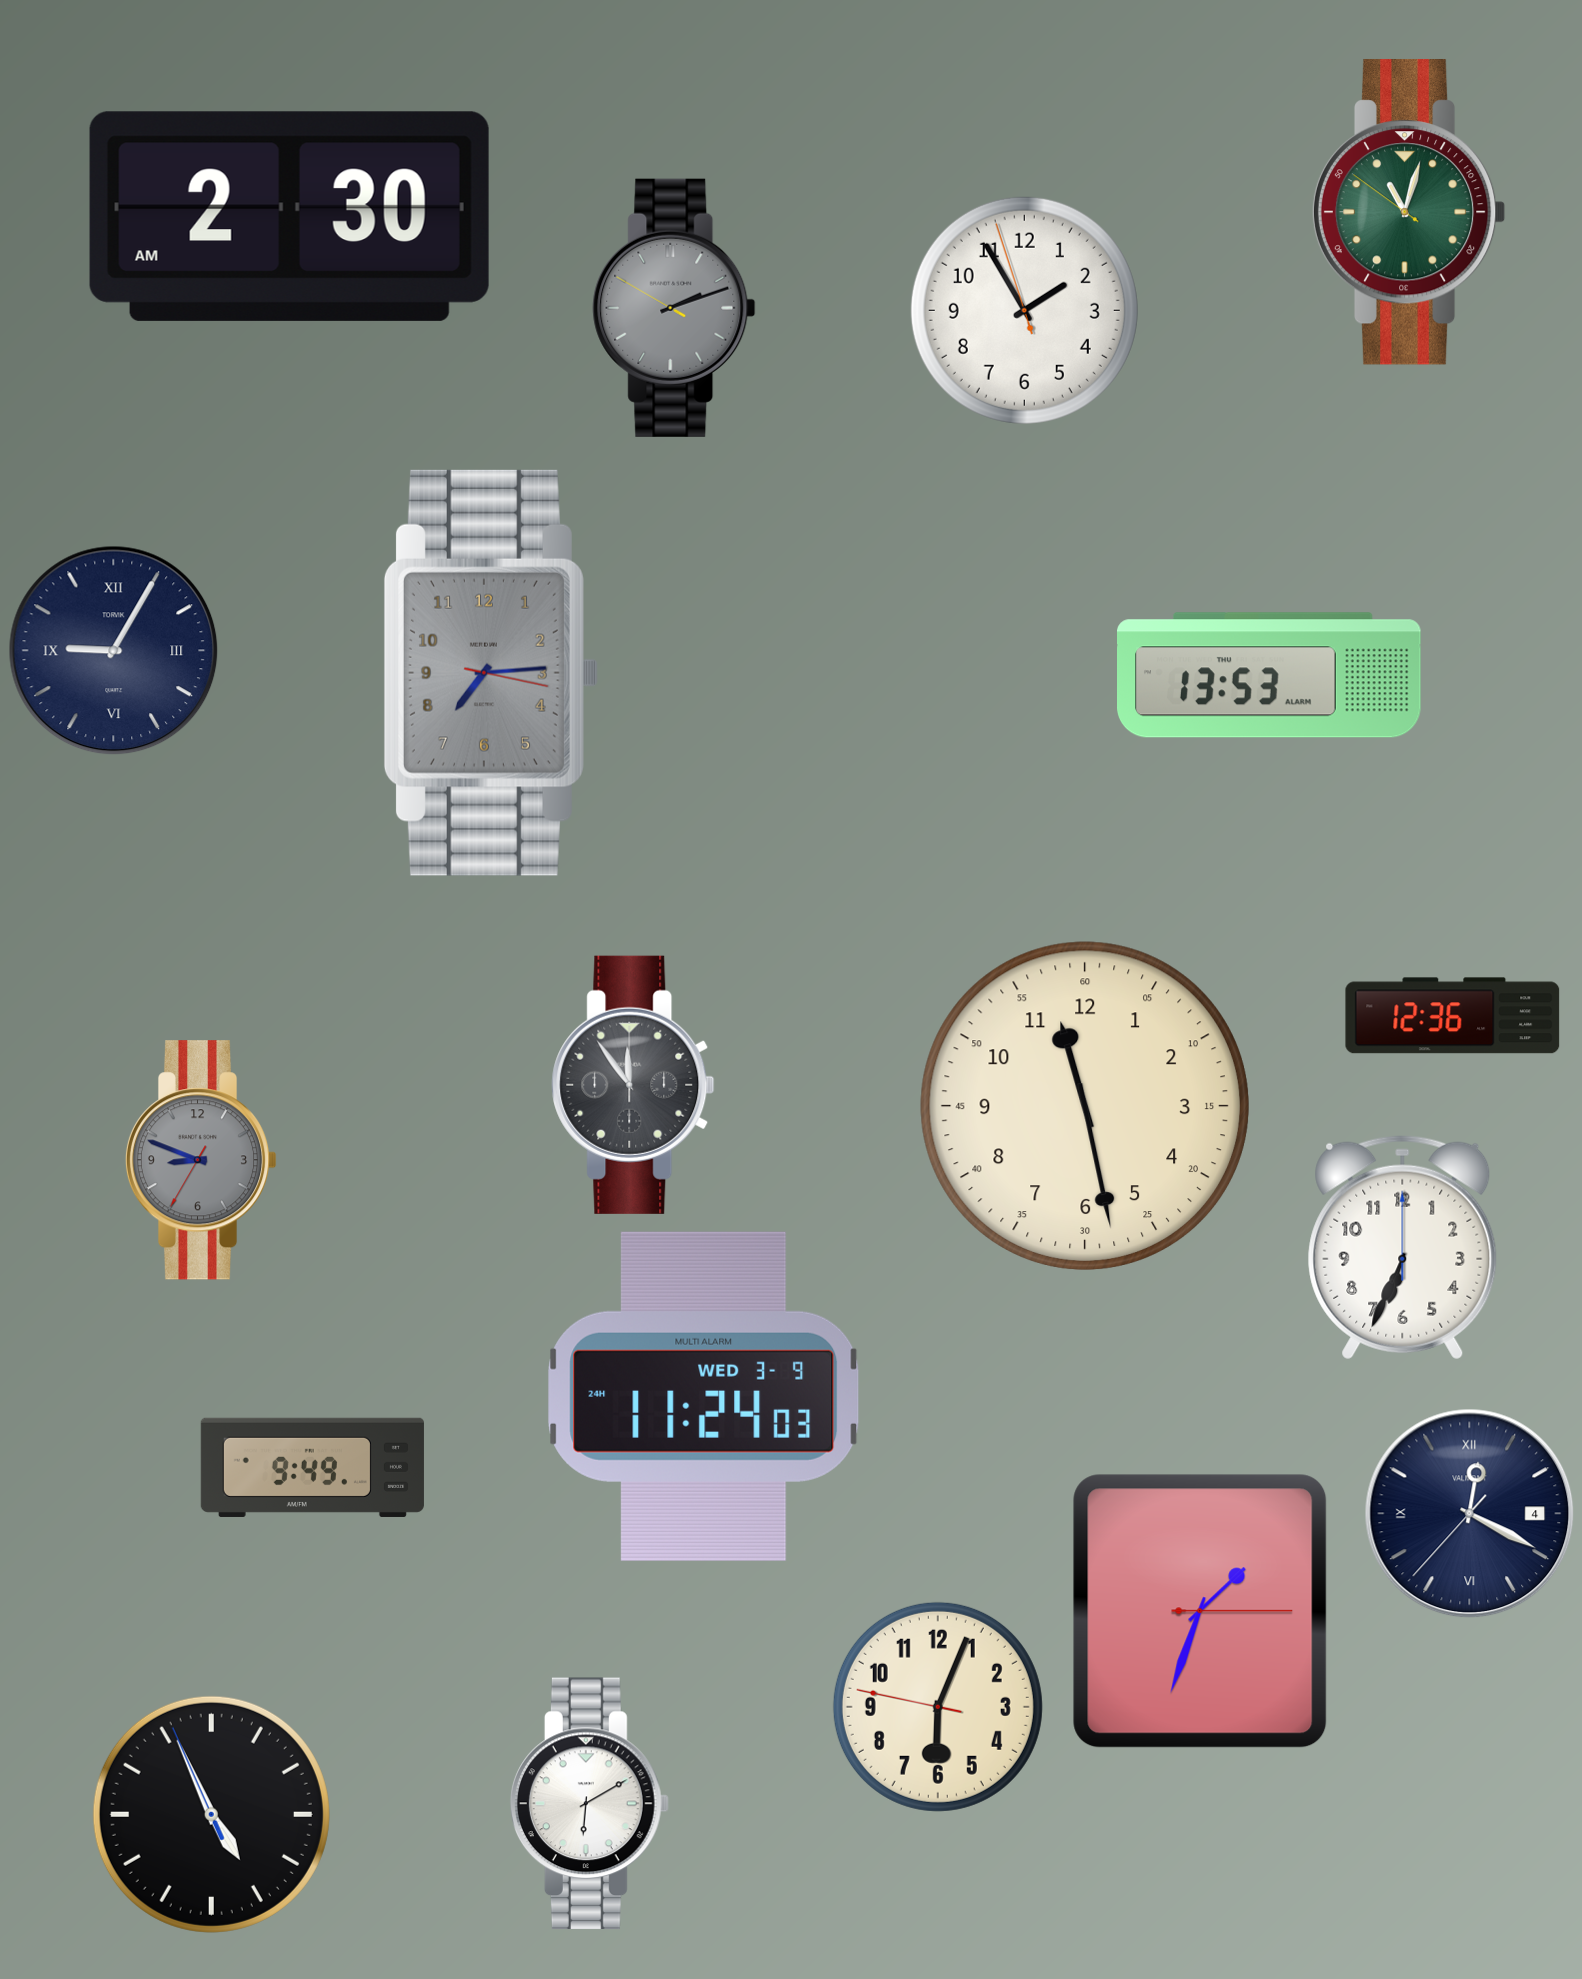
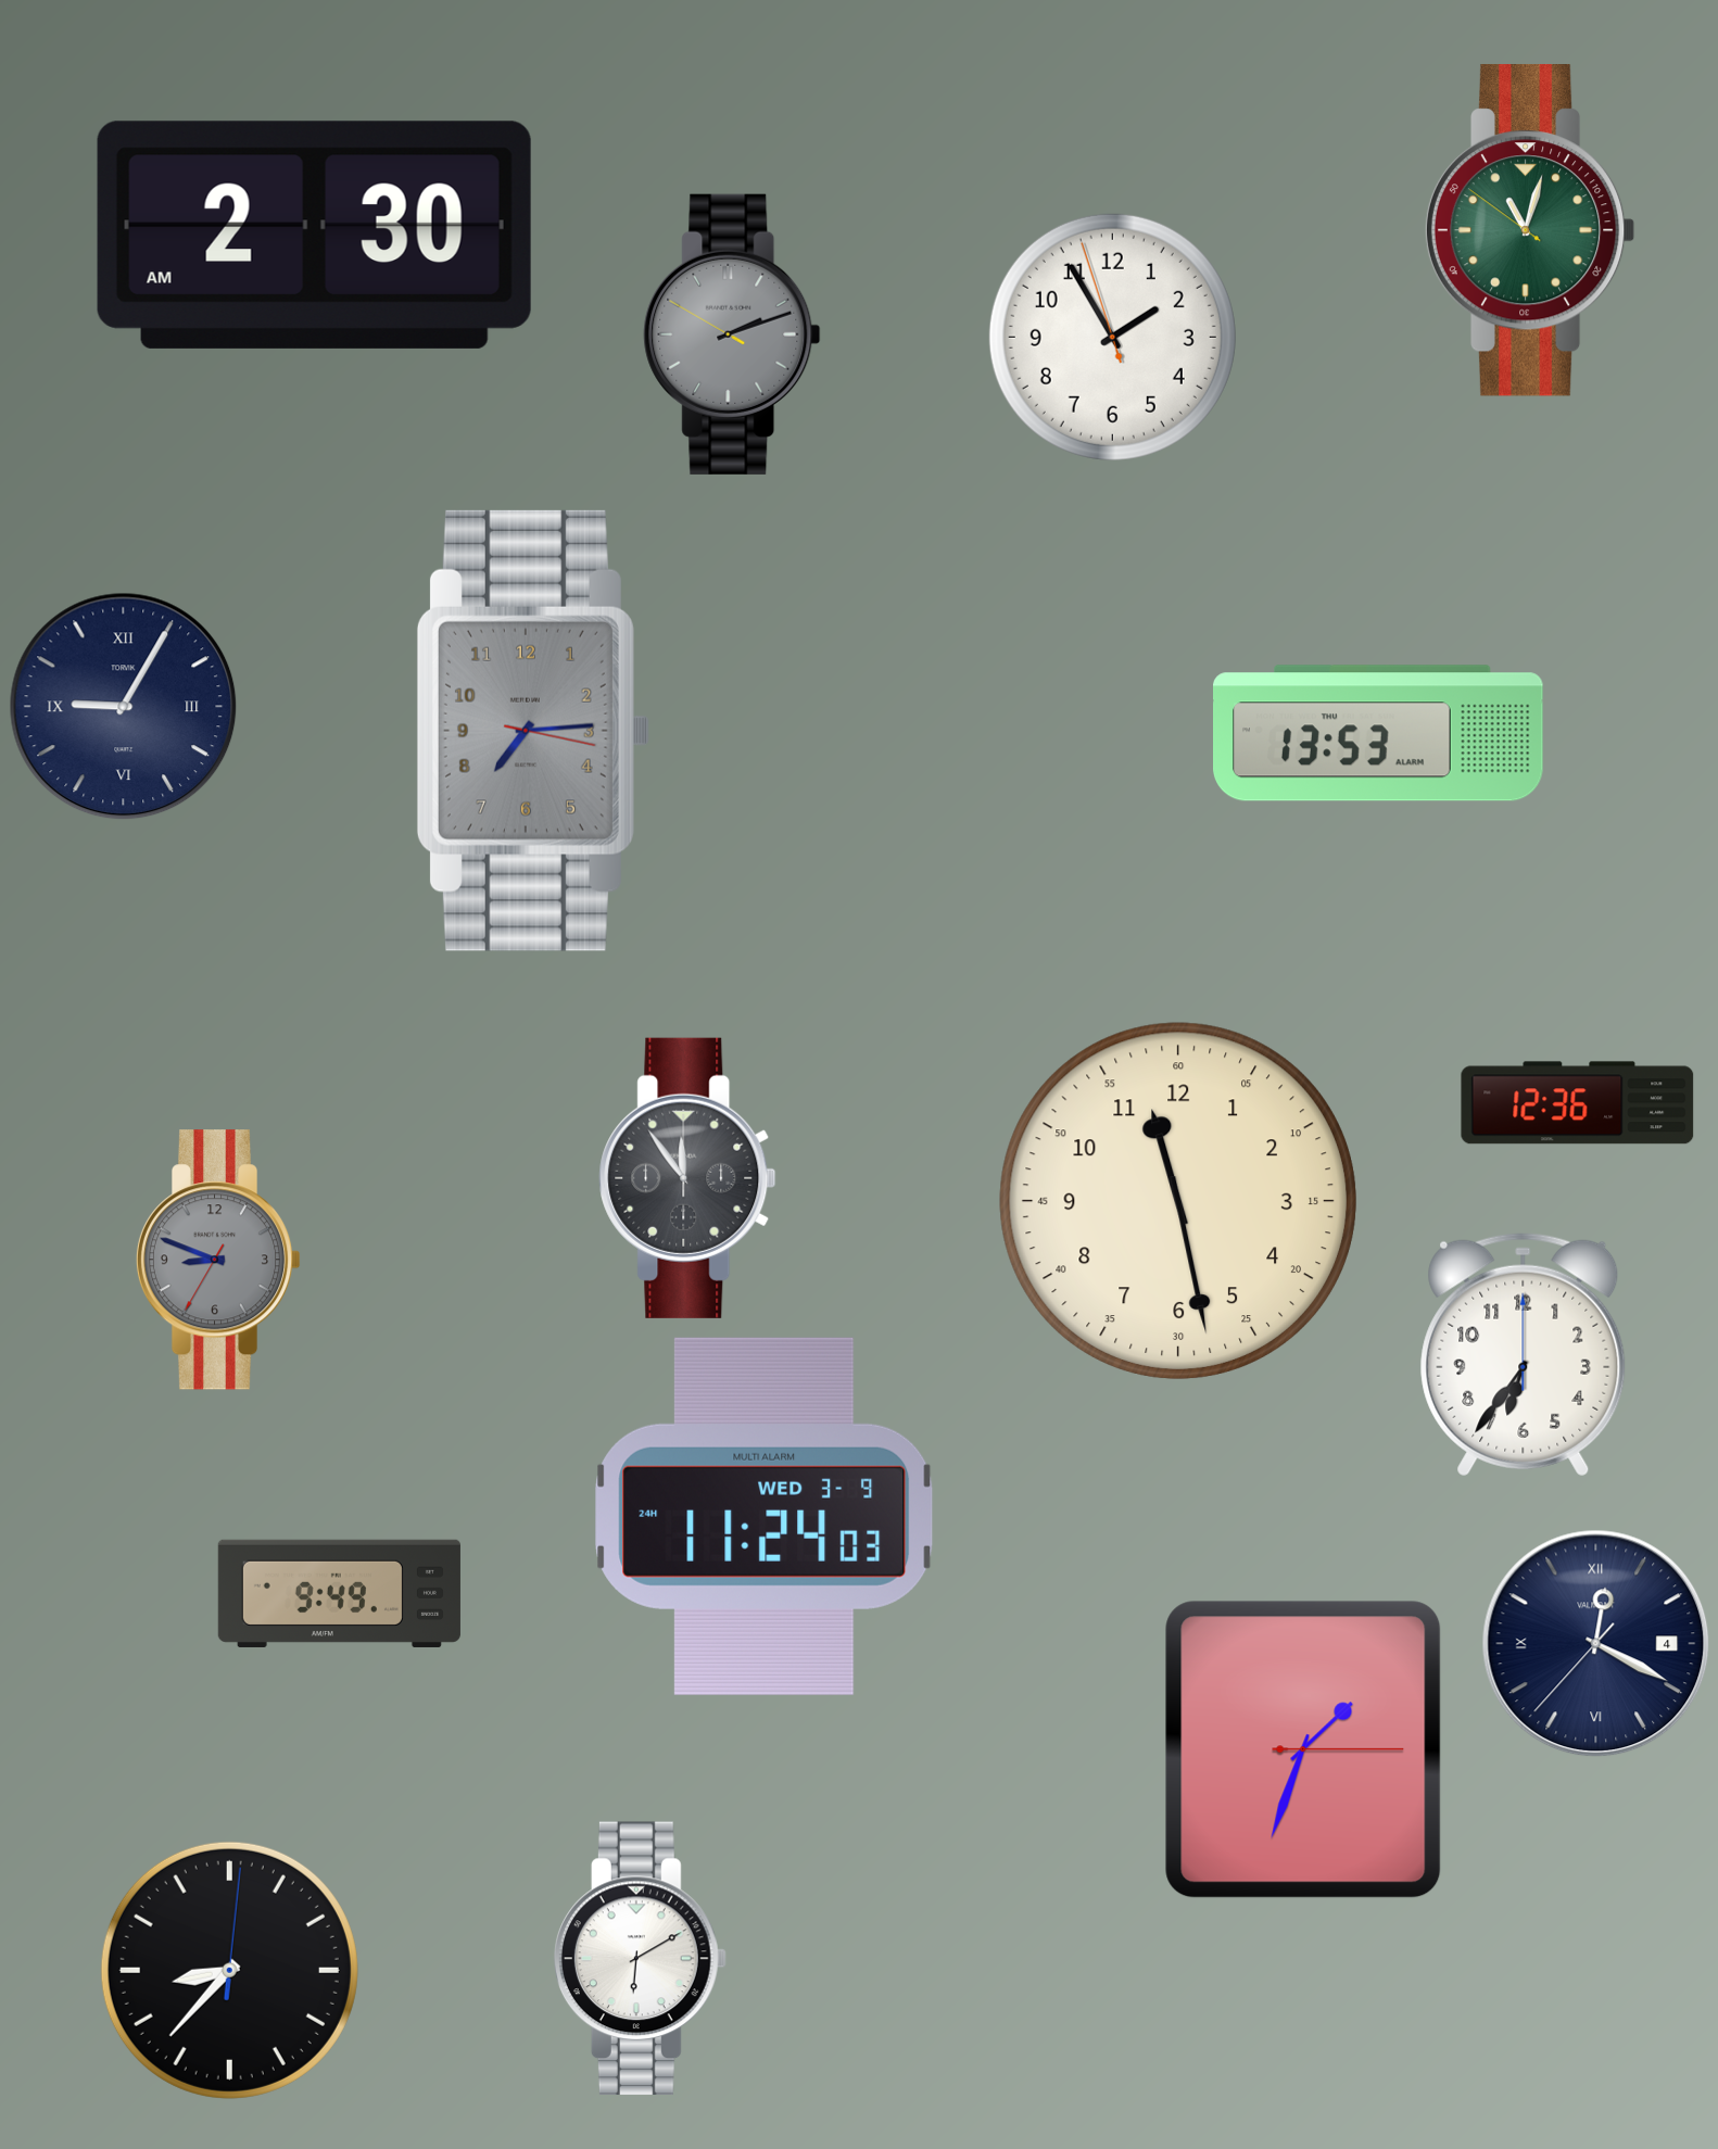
clock at (1403, 1248): 6:34 -> 6:36
clock at (938, 1707): 6:03 -> none
clock at (211, 1814): 4:55 -> 8:37
